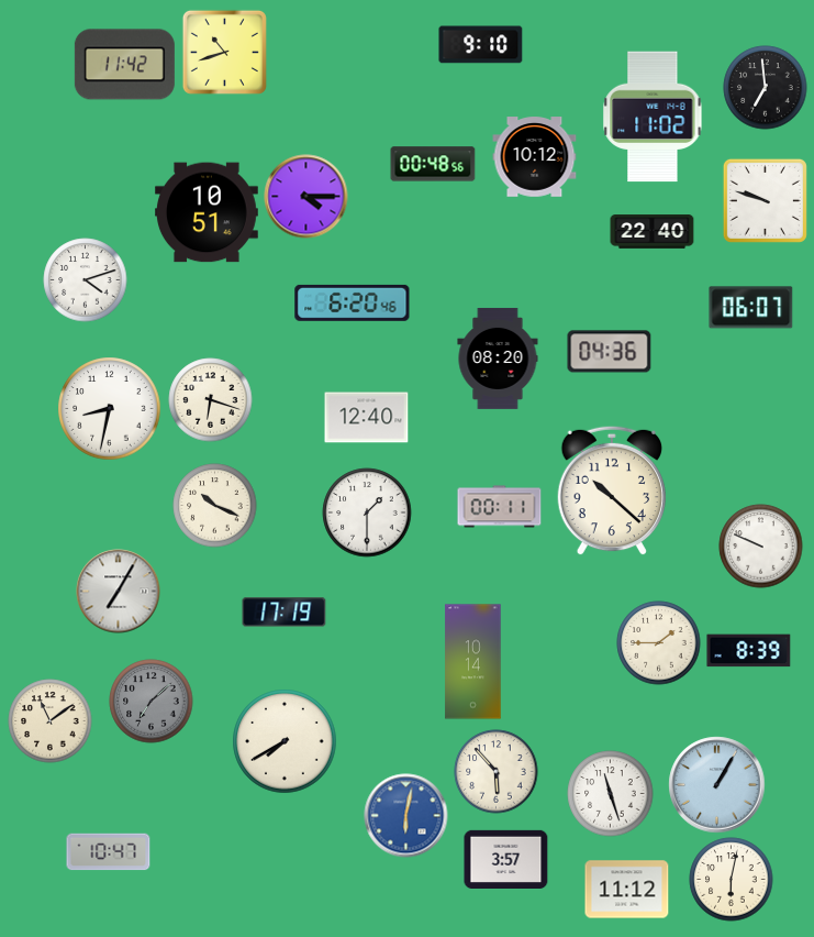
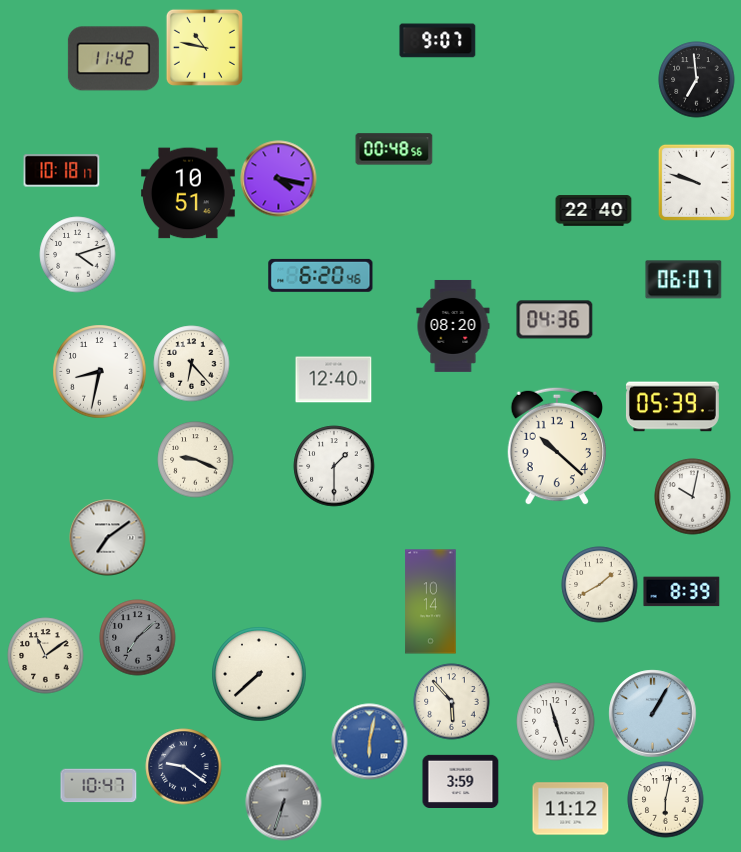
clock at (481, 45): 9:10 -> 9:07
clock at (224, 52): 10:42 -> 10:47
clock at (653, 117): 11:02 -> none
clock at (535, 157): 10:12 -> none
clock at (62, 171): none -> 10:18
clock at (306, 197): 4:15 -> 4:17
clock at (211, 400): 6:18 -> 6:23
clock at (672, 407): none -> 05:39
clock at (215, 506): 10:19 -> 9:19
clock at (500, 507): 00:11 -> none
clock at (761, 547): 9:49 -> 10:02
clock at (119, 592): 7:05 -> 7:09
clock at (285, 613): 17:19 -> none
clock at (659, 643): 1:45 -> 1:40
clock at (285, 741): 7:40 -> 7:38
clock at (184, 767): none -> 9:21
clock at (109, 852) position: (109, 852) -> (99, 786)
clock at (506, 859): 3:57 -> 3:59
clock at (284, 803): none -> 6:33
